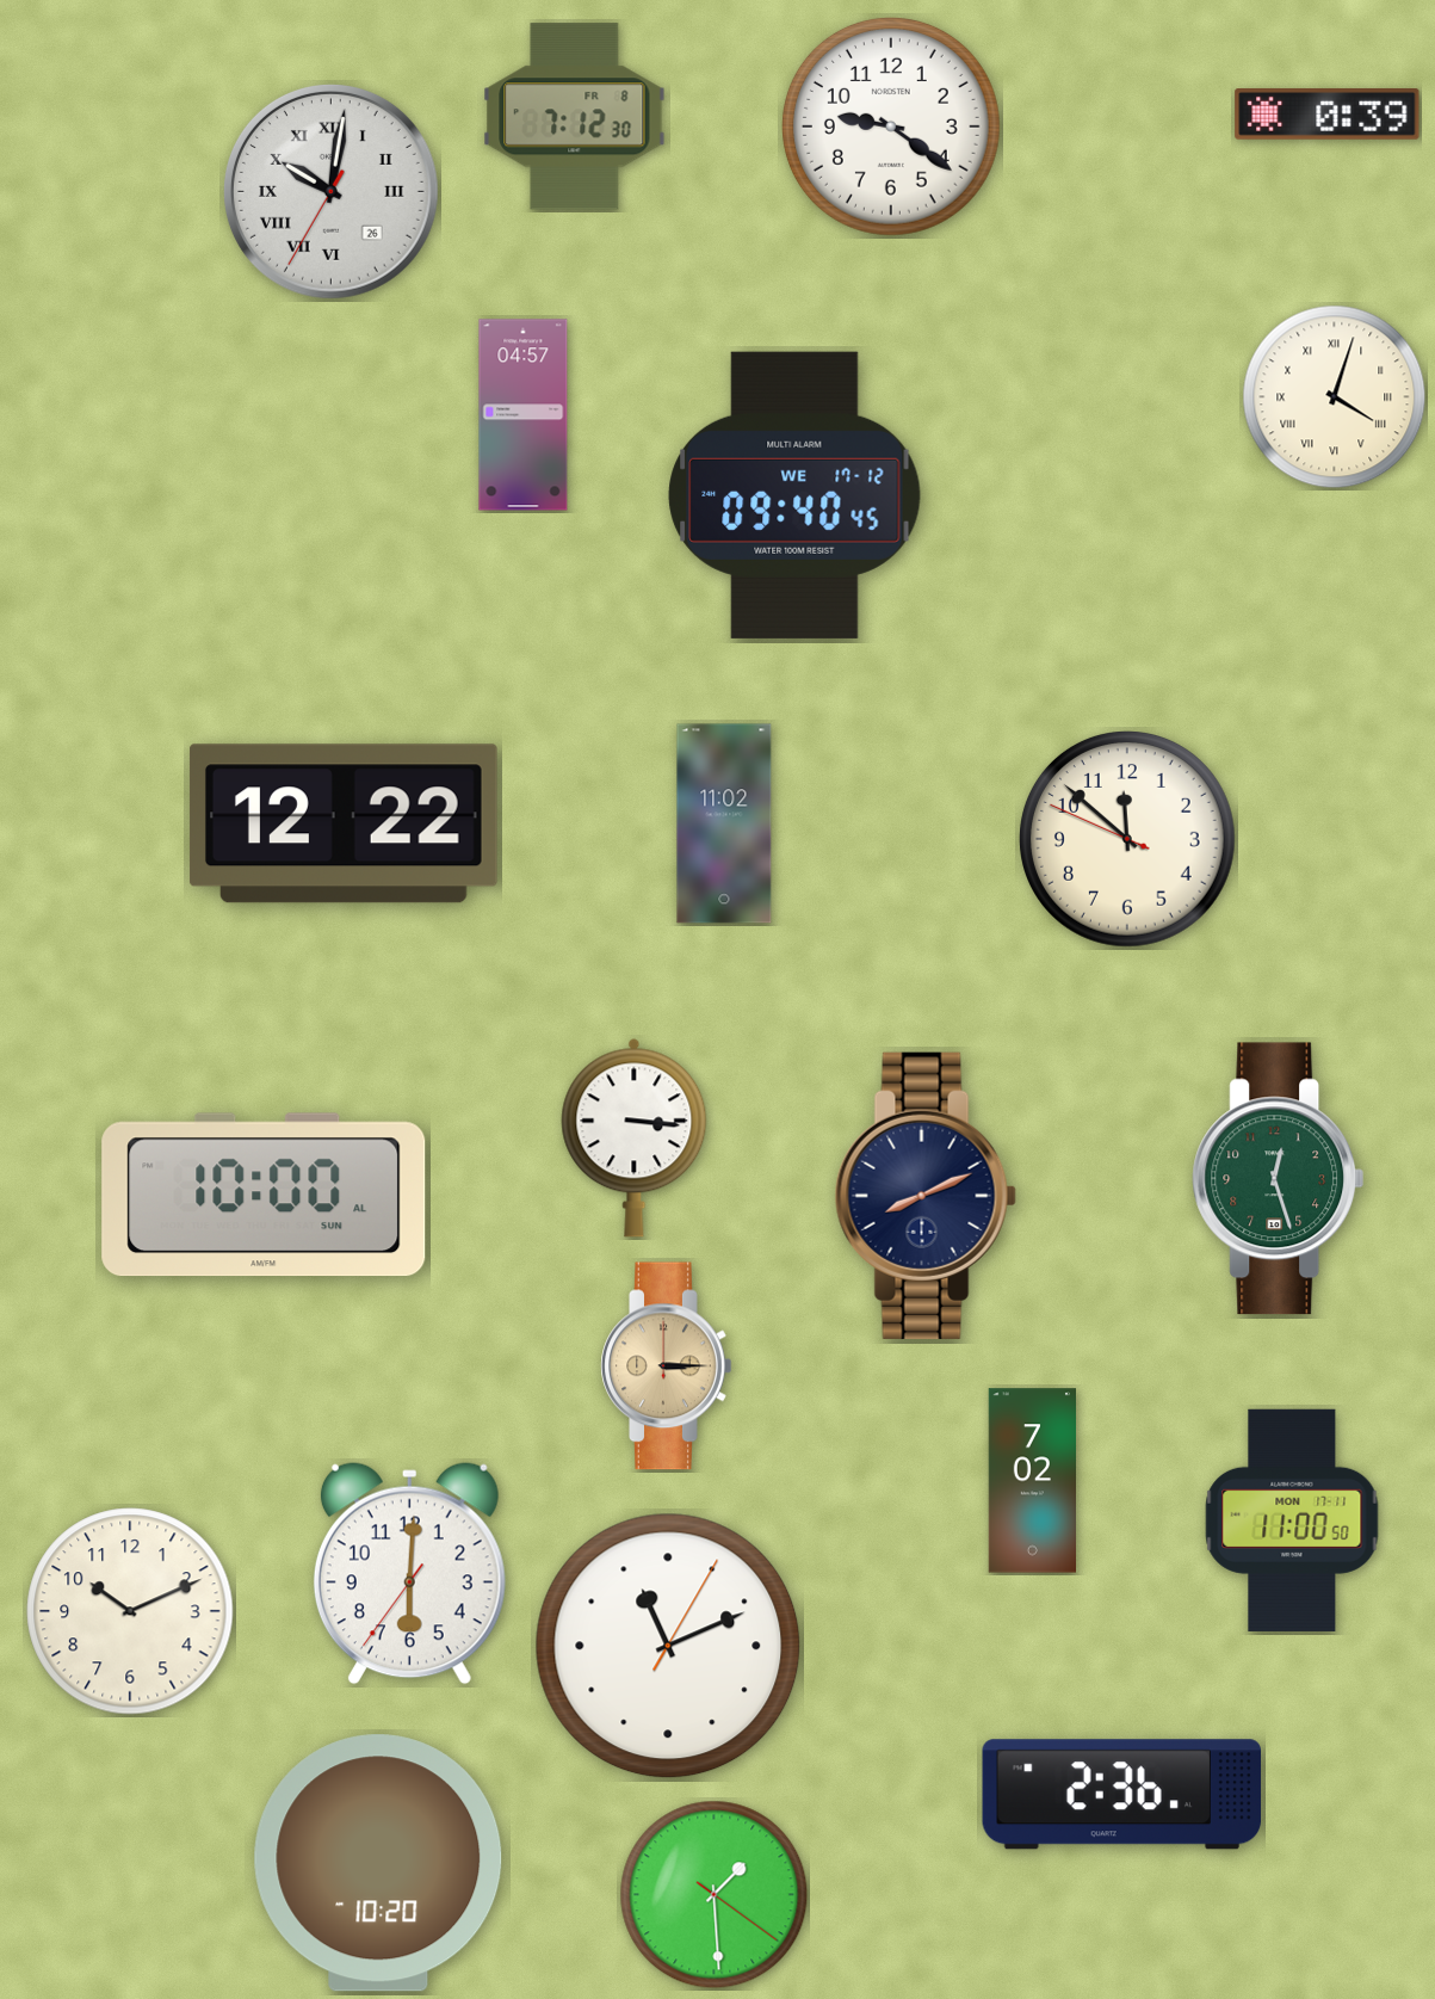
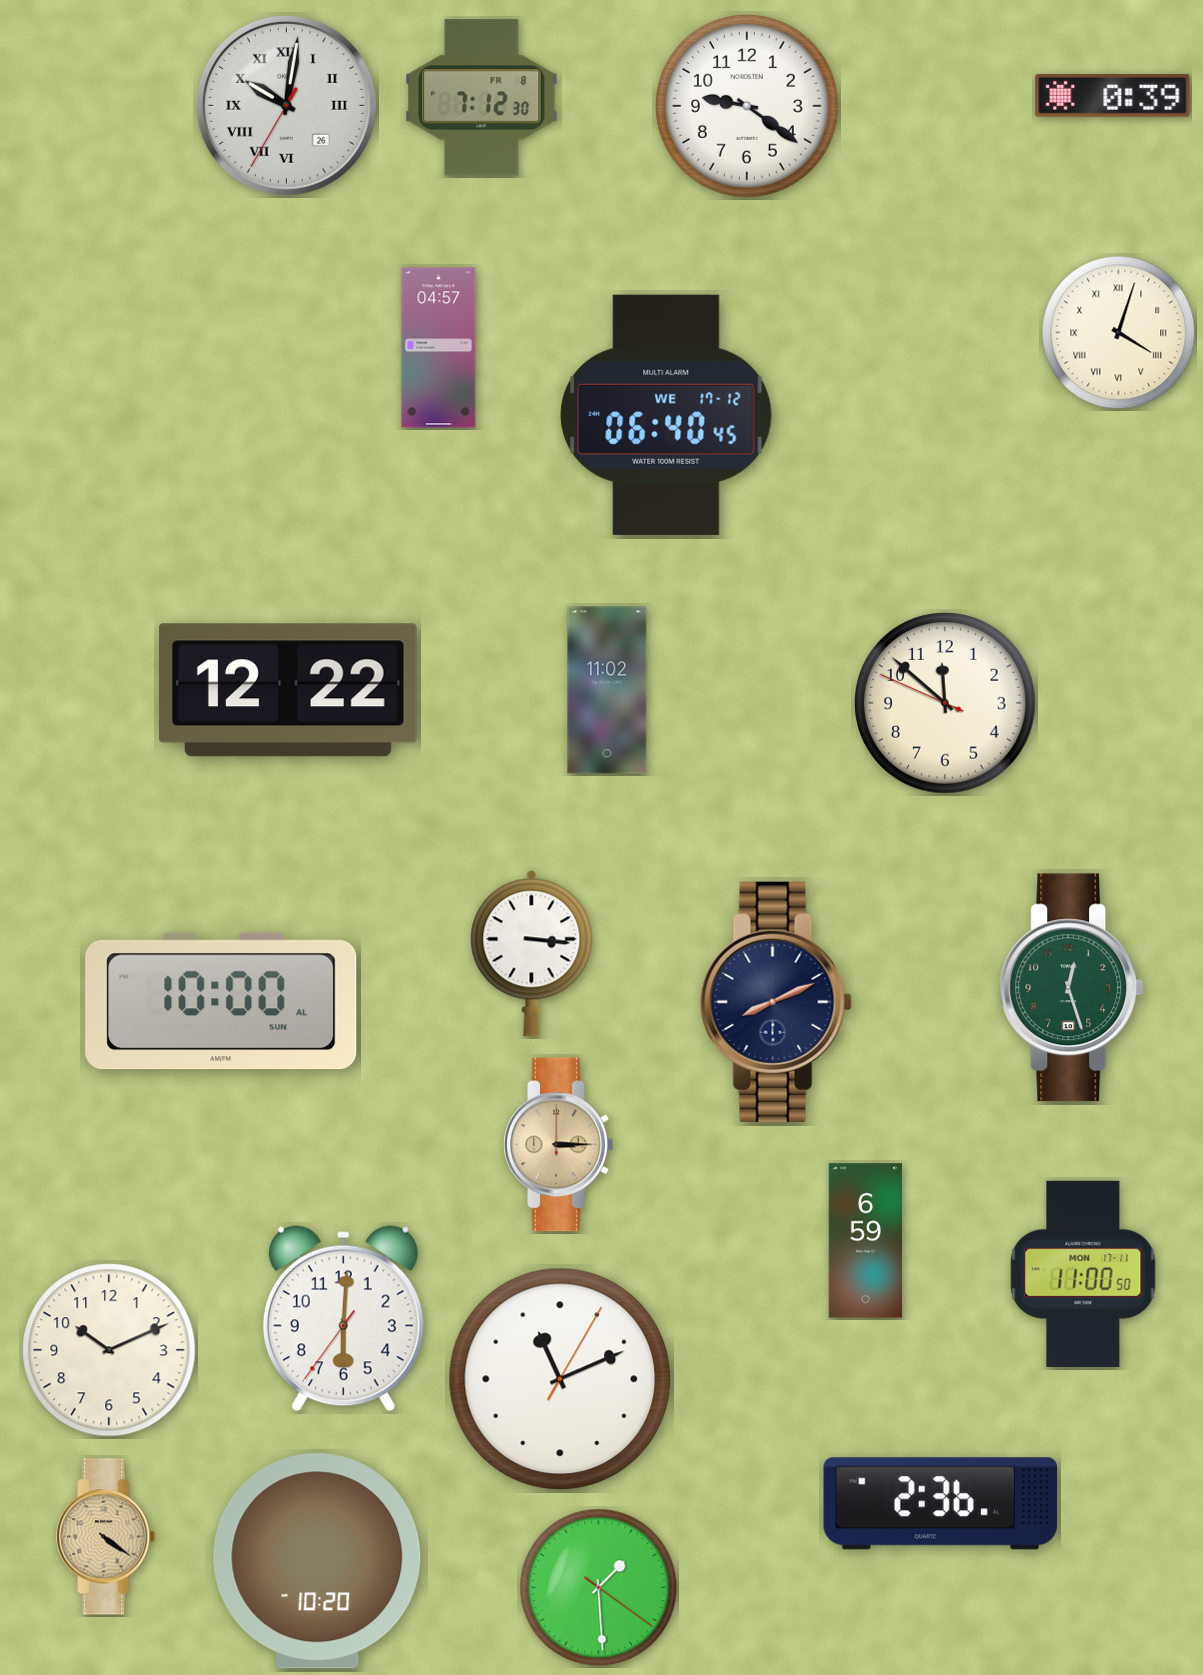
clock at (330, 191) position: (330, 191) -> (286, 105)
clock at (794, 495): 09:40 -> 06:40
clock at (1033, 1481): 7:02 -> 6:59
clock at (106, 1537): none -> 4:21
